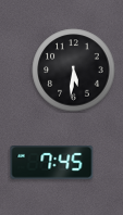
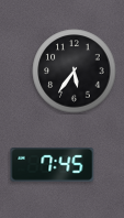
clock at (74, 71): 5:31 -> 5:36
